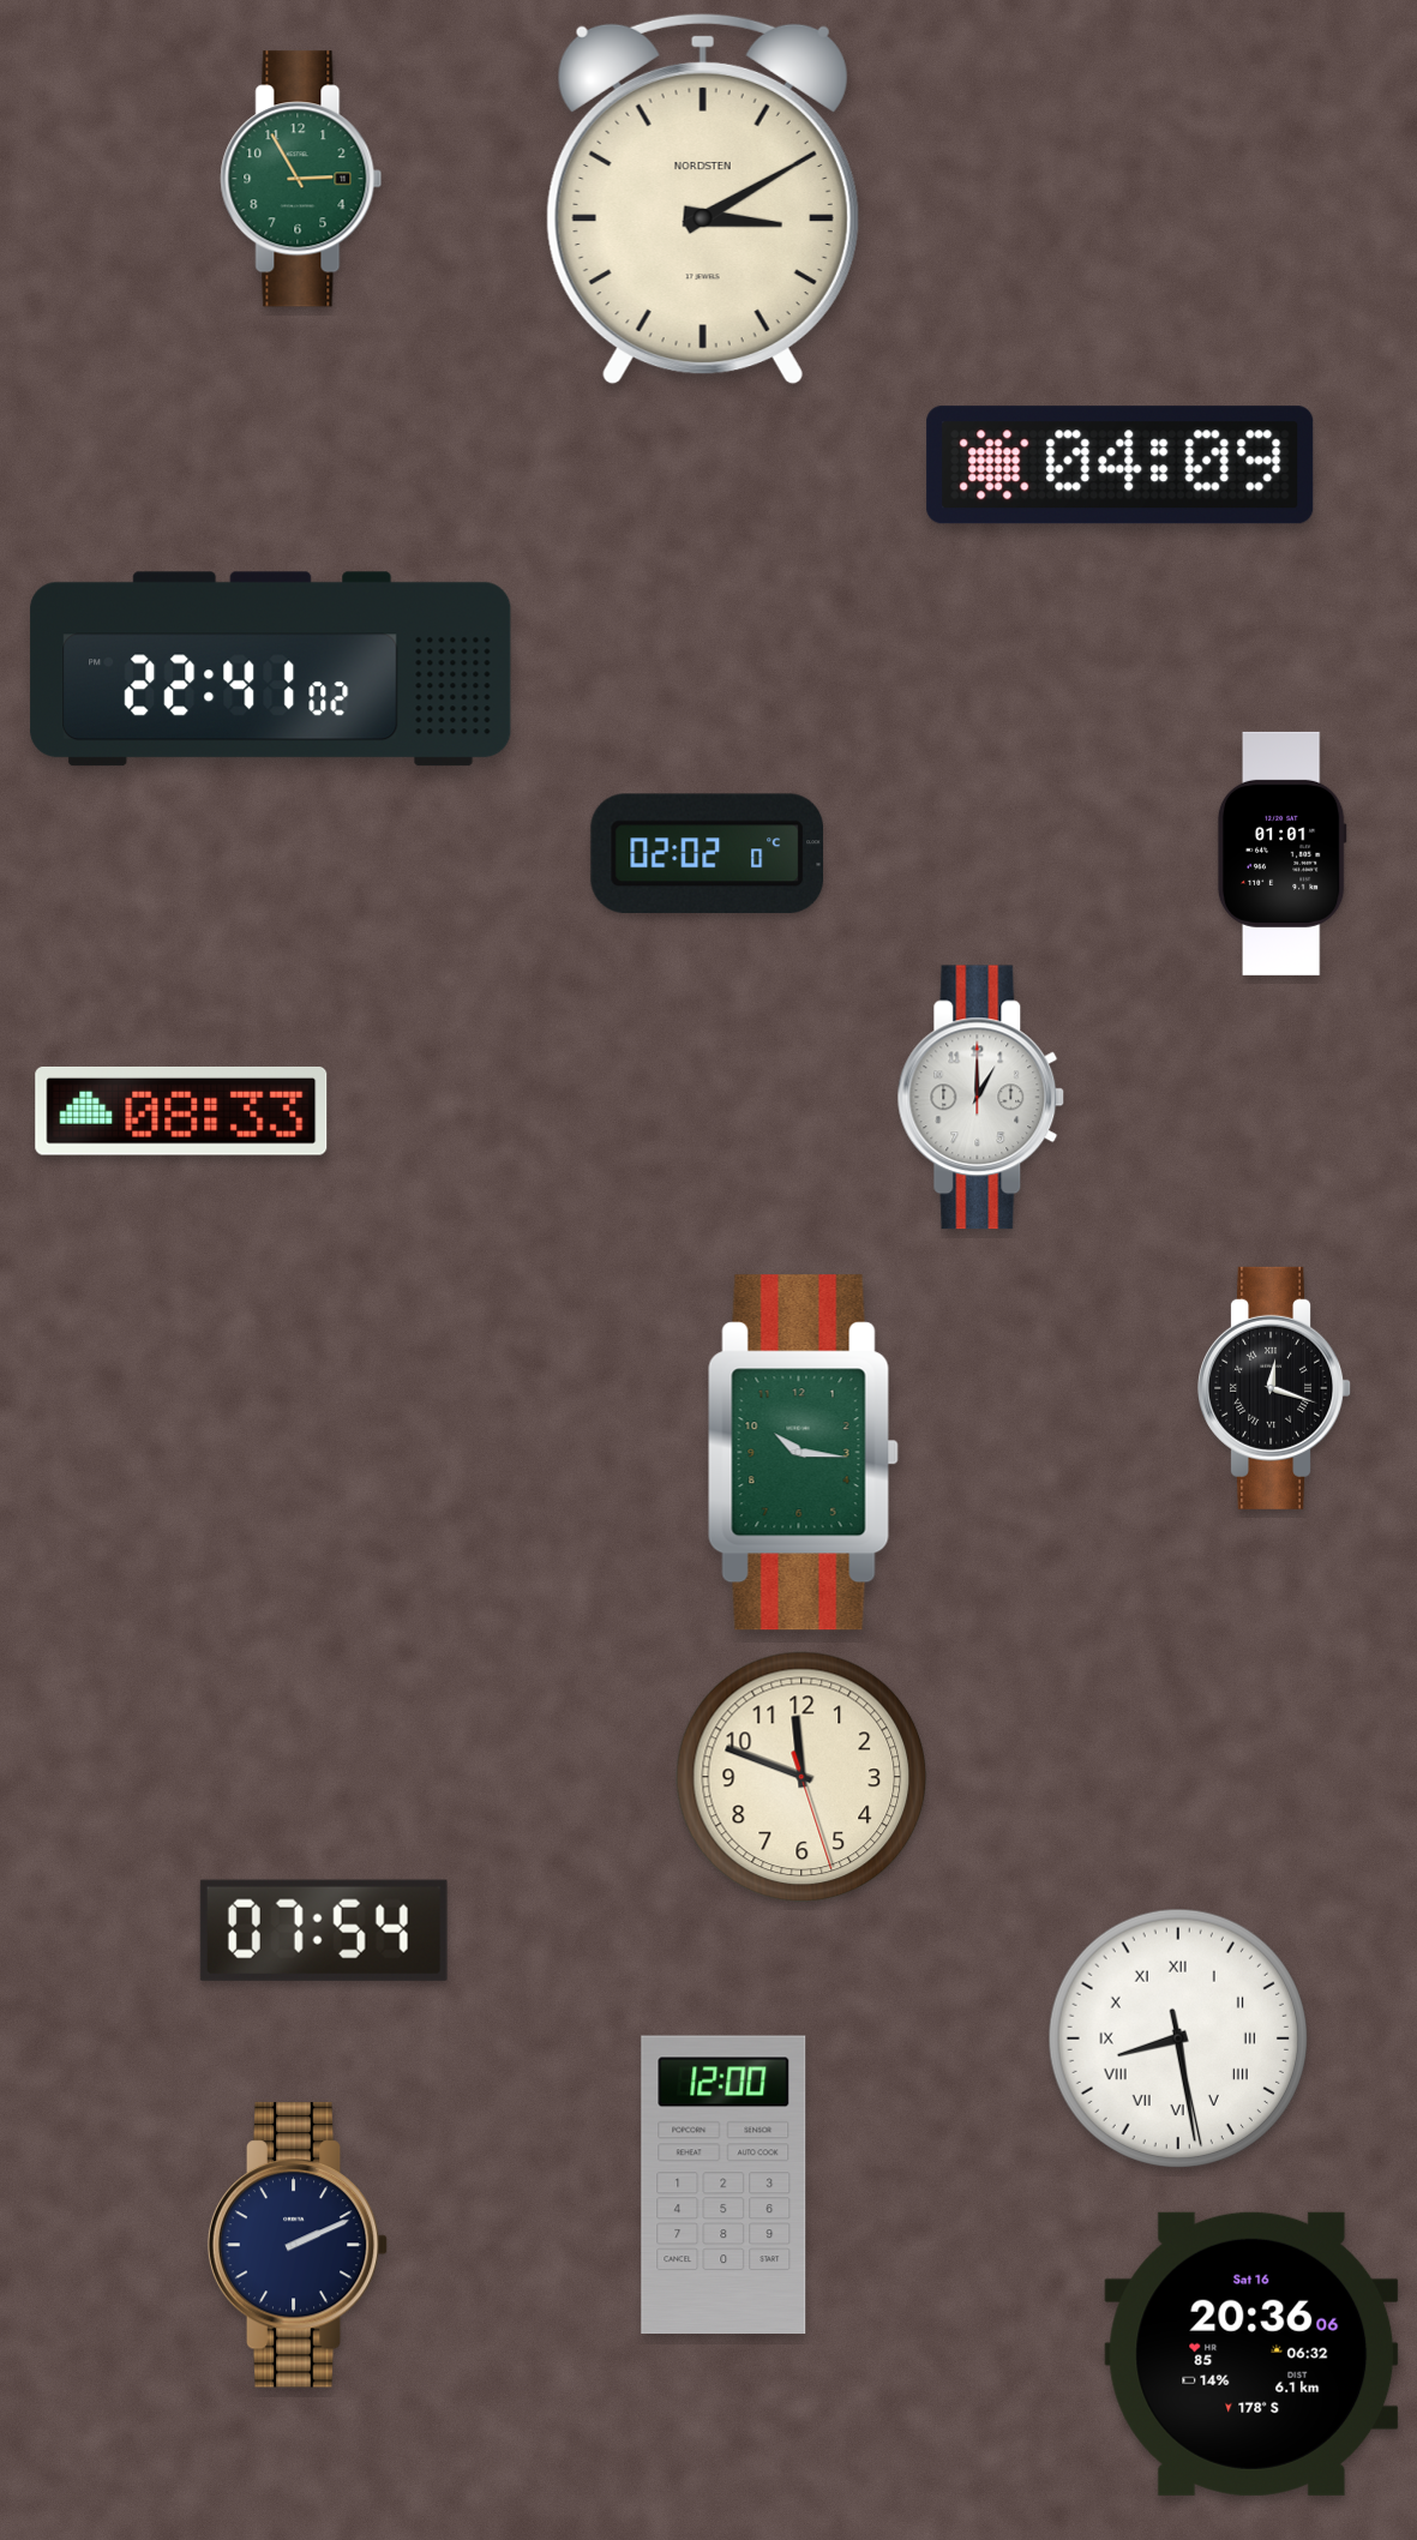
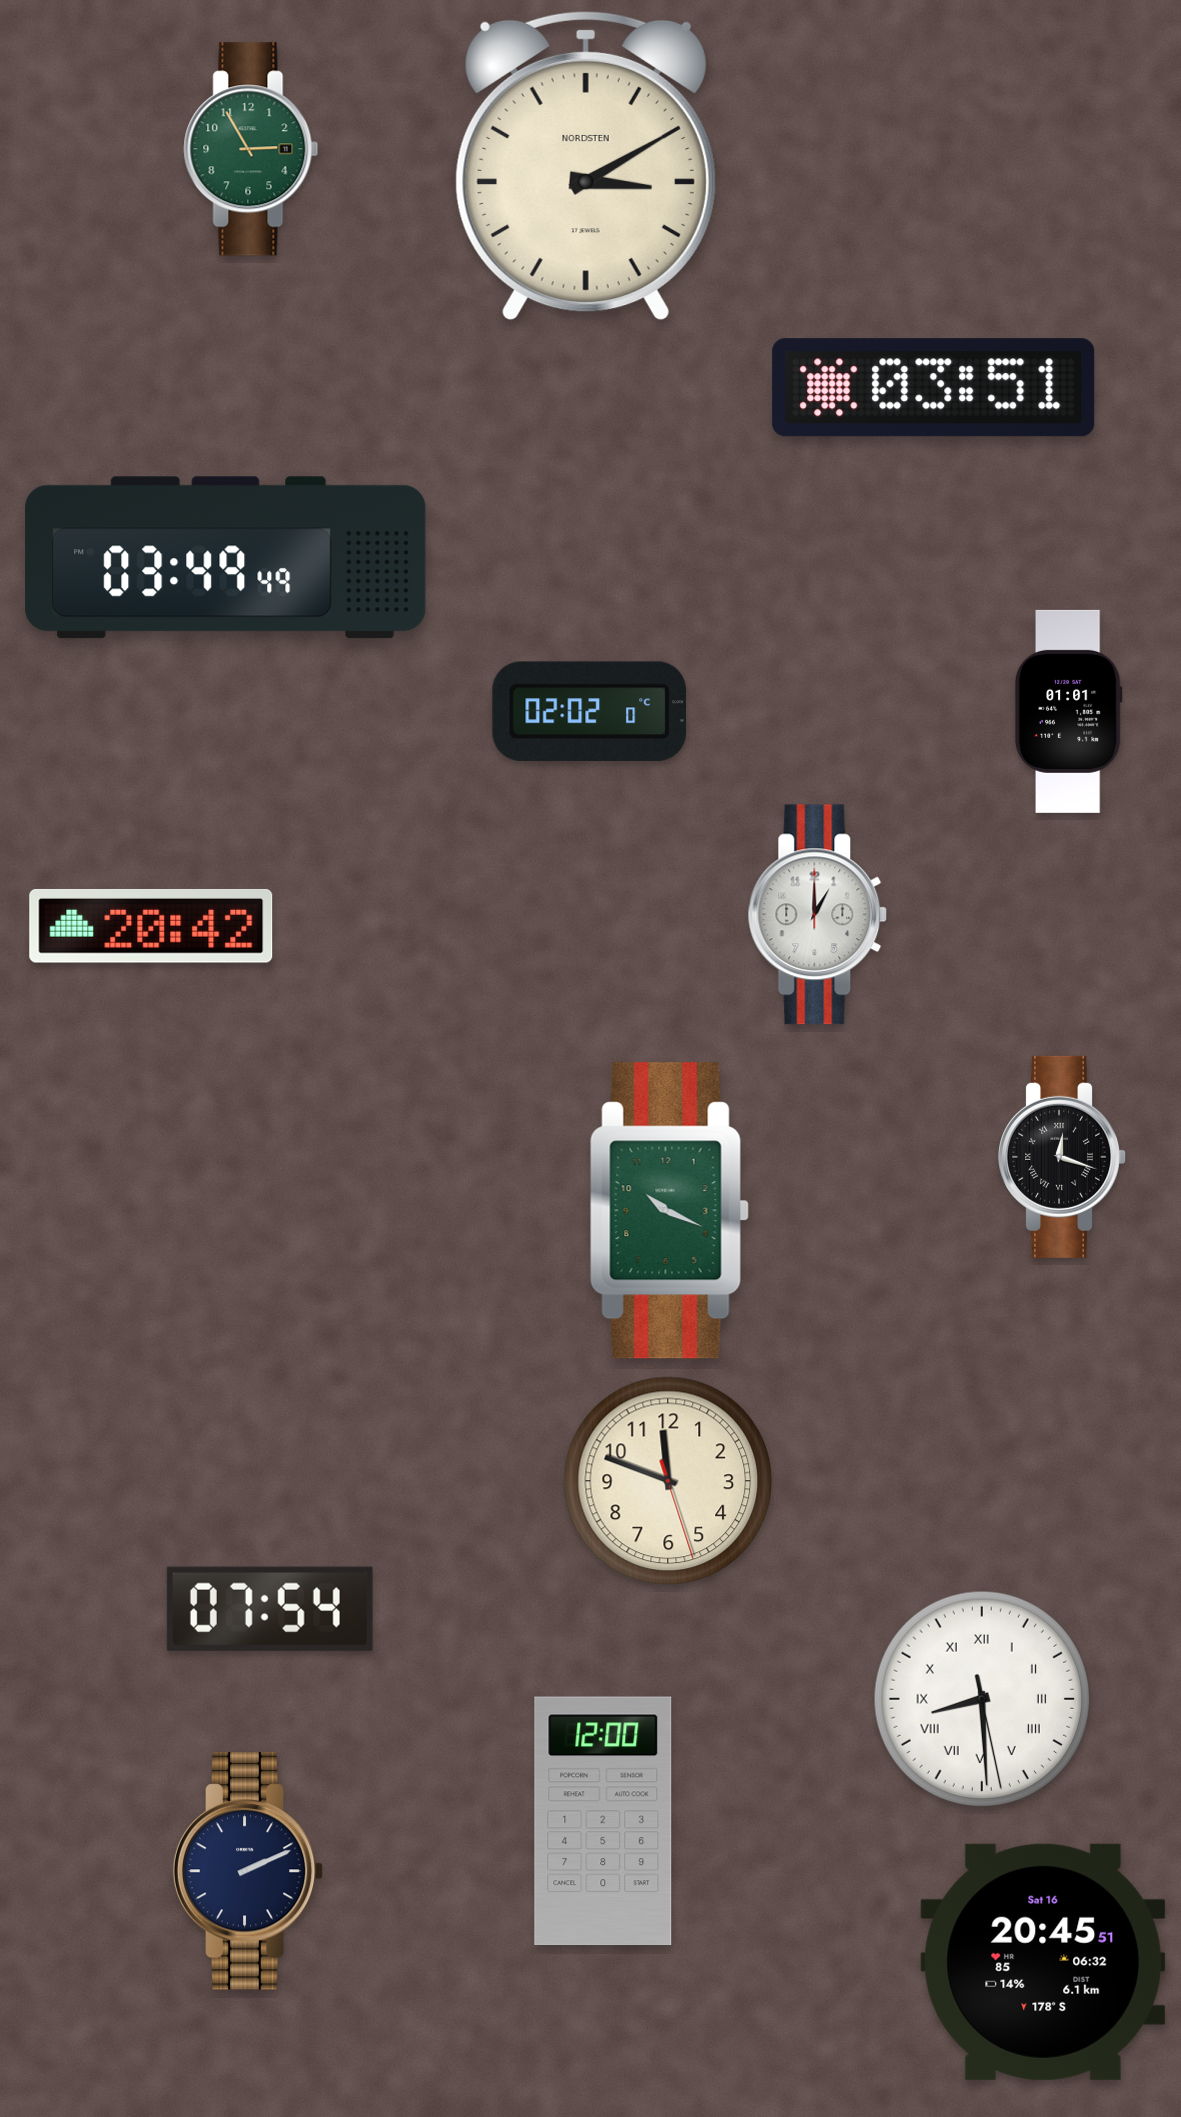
clock at (1121, 466): 04:09 -> 03:51
clock at (271, 669): 22:41 -> 03:49
clock at (181, 1111): 08:33 -> 20:42
clock at (803, 1453): 10:16 -> 10:19
clock at (1178, 2038): 8:28 -> 8:29
clock at (1251, 2354): 20:36 -> 20:45
